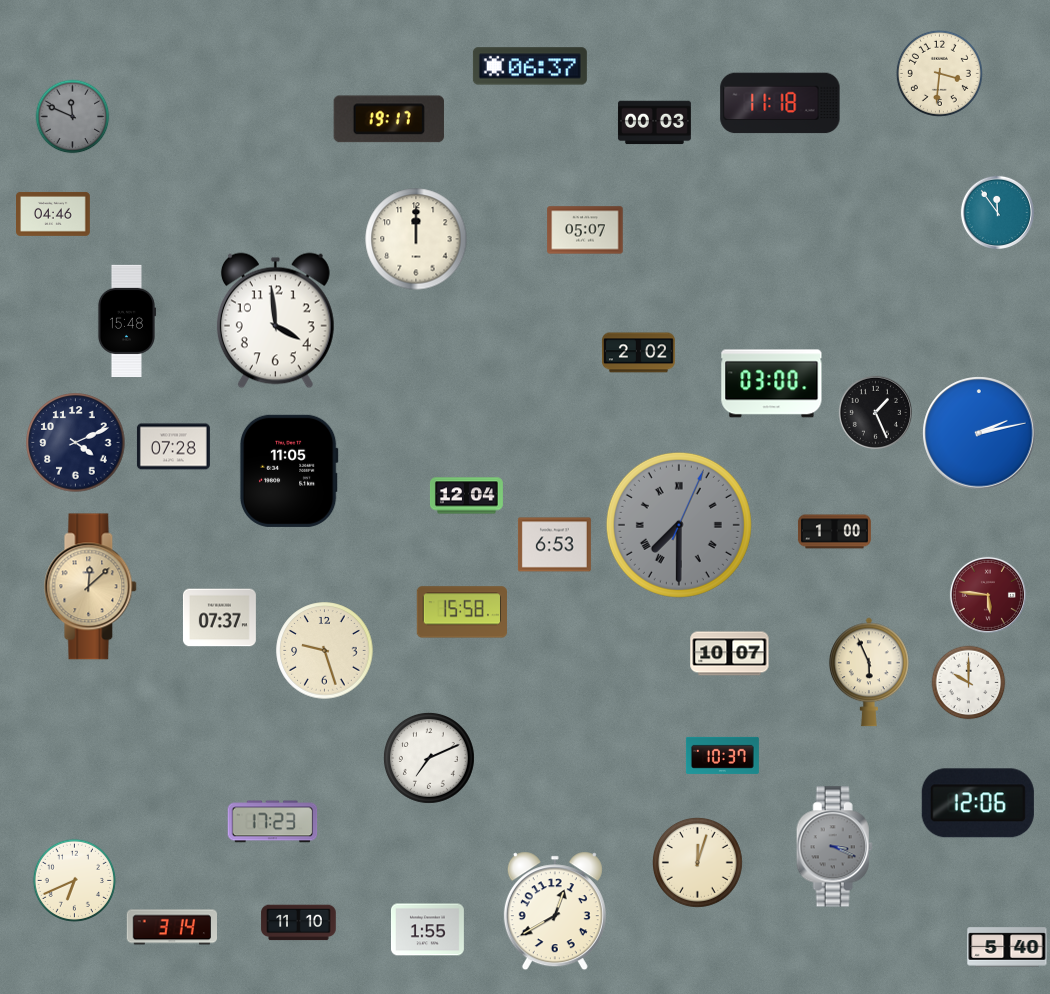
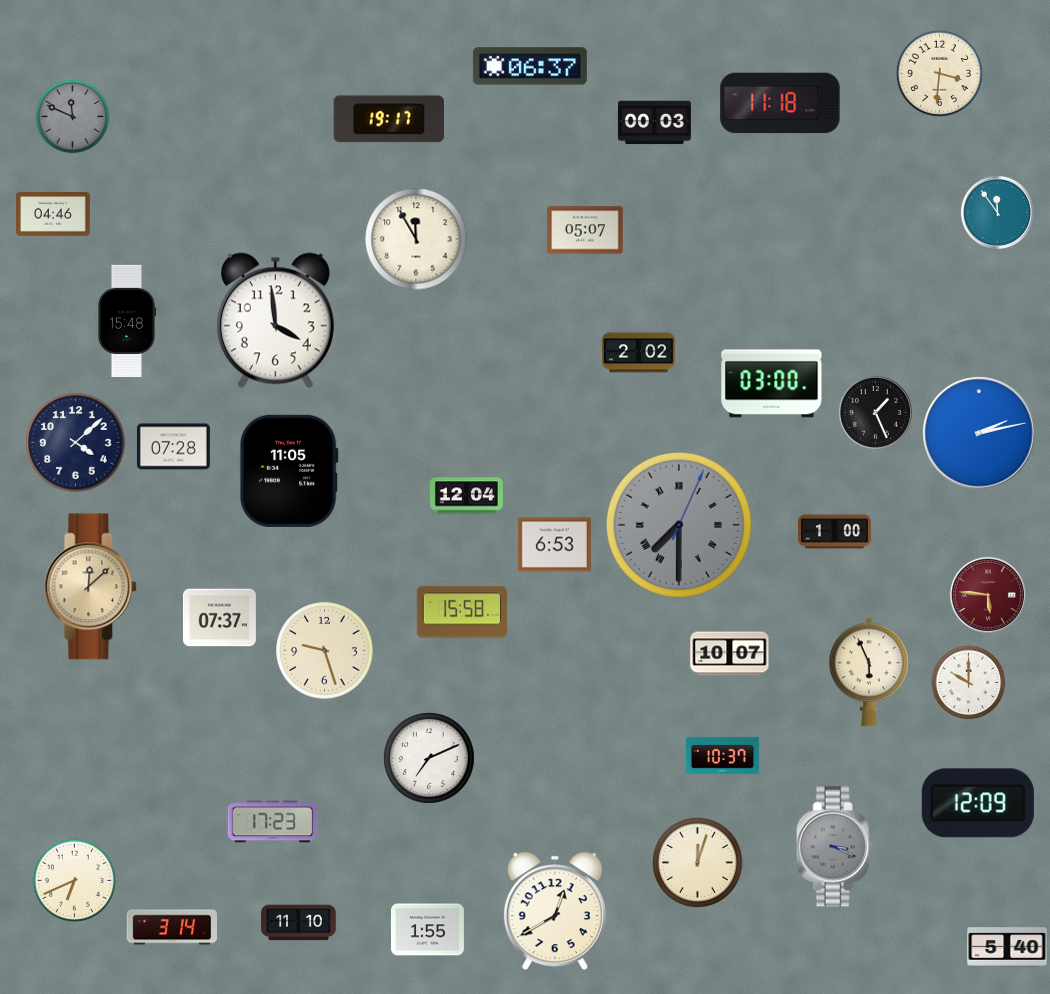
clock at (416, 239): 12:00 -> 11:55
clock at (76, 443): 4:11 -> 4:08
clock at (978, 803): 12:06 -> 12:09
